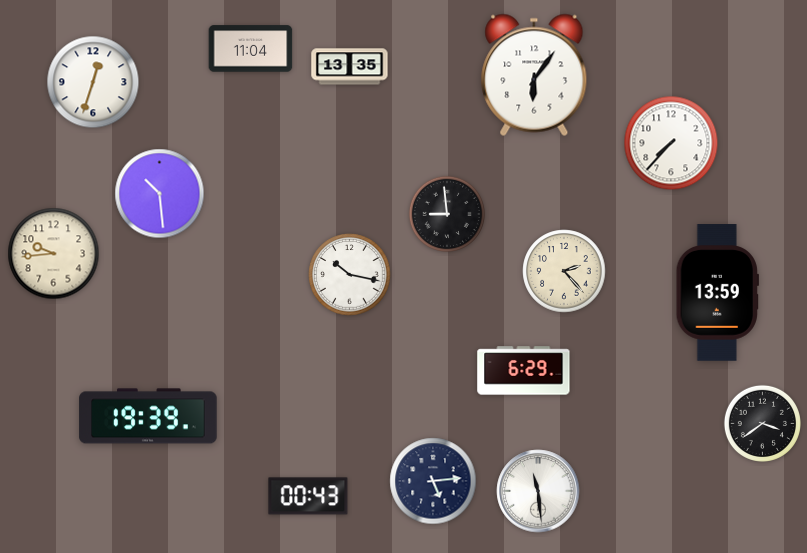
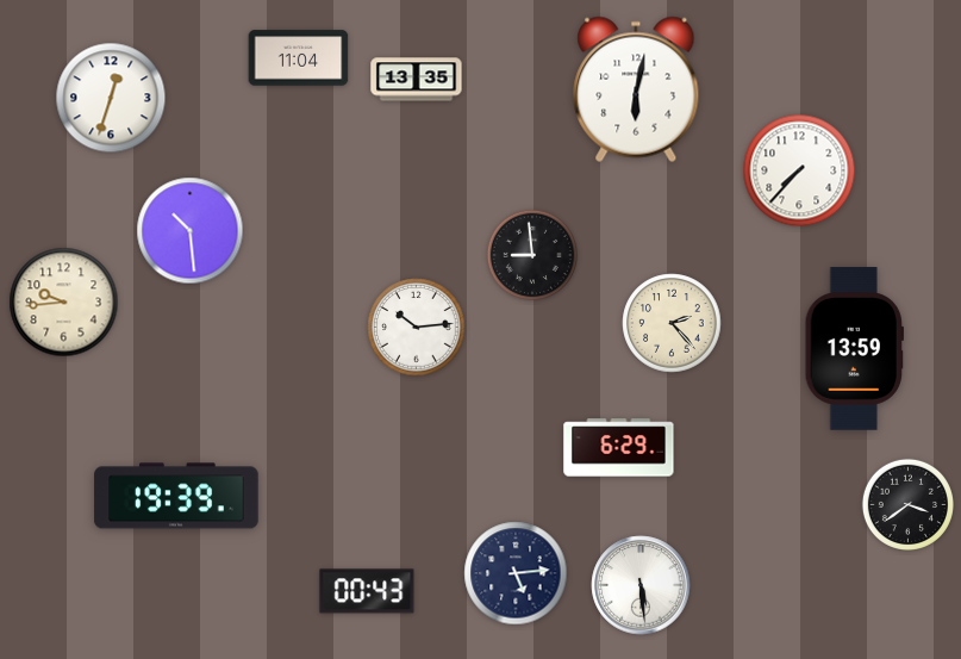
clock at (534, 75): 6:06 -> 6:02
clock at (350, 275): 10:17 -> 10:14
clock at (524, 371) position: (524, 371) -> (619, 448)
clock at (538, 491): 11:29 -> 5:29
